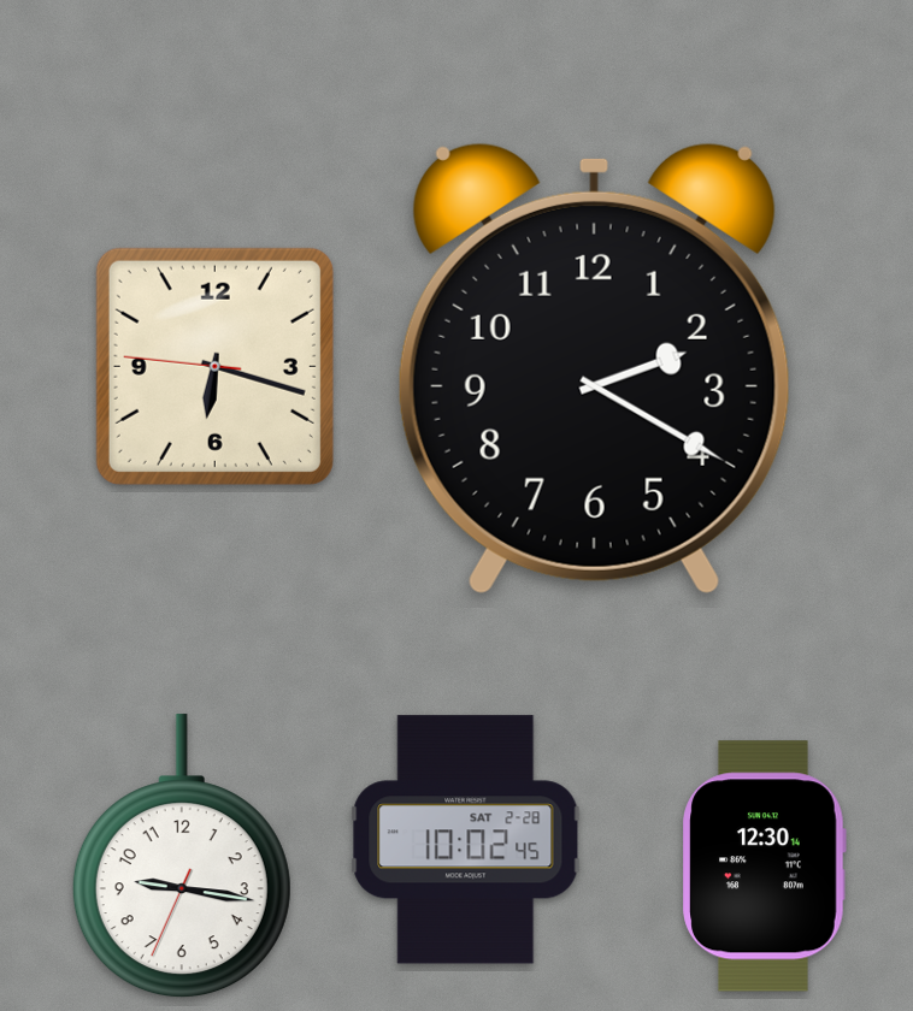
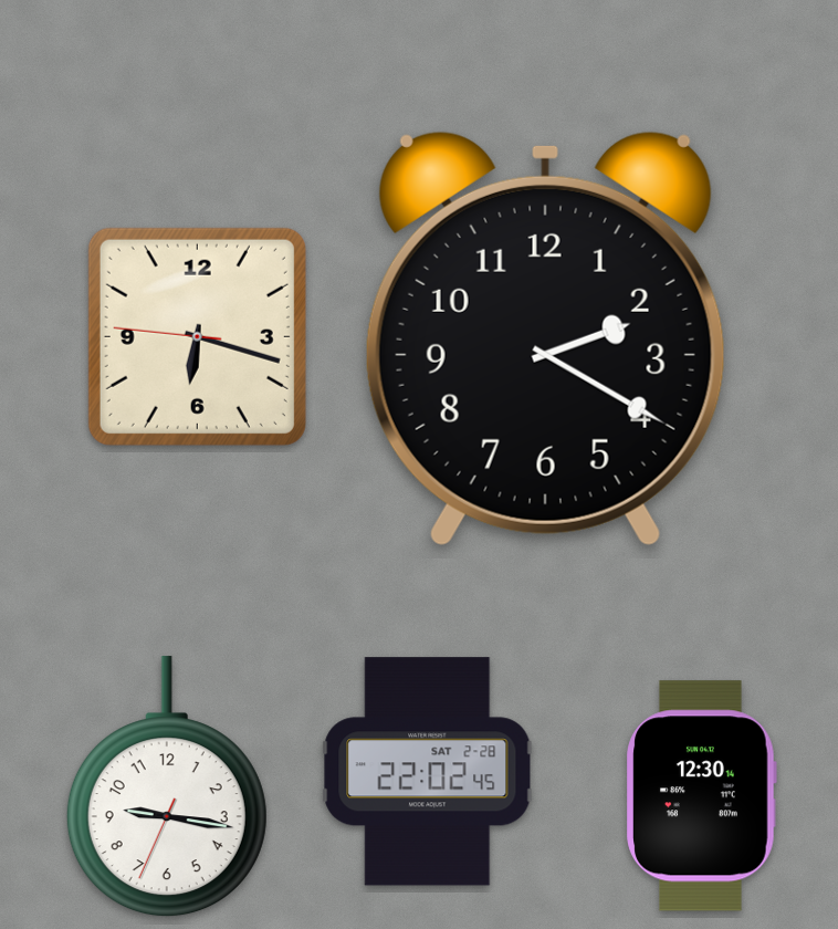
clock at (466, 840): 10:02 -> 22:02
